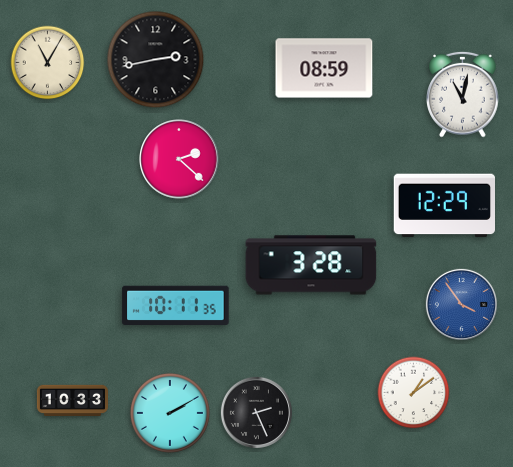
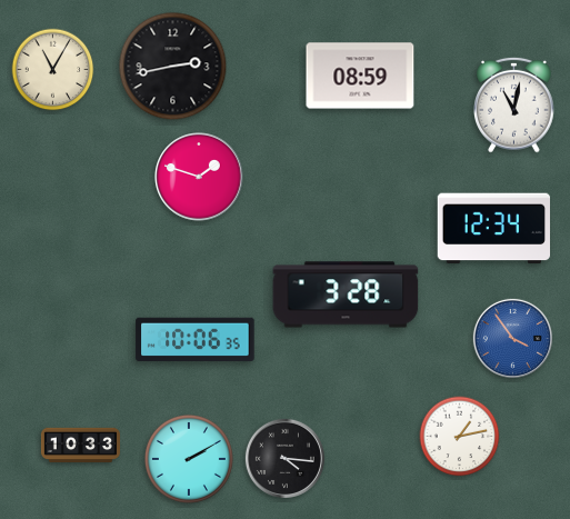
clock at (179, 159): 2:22 -> 1:48
clock at (444, 206): 12:29 -> 12:34
clock at (176, 305): 10:11 -> 10:06
clock at (414, 393): 1:09 -> 1:13
clock at (256, 412): 2:26 -> 4:16
